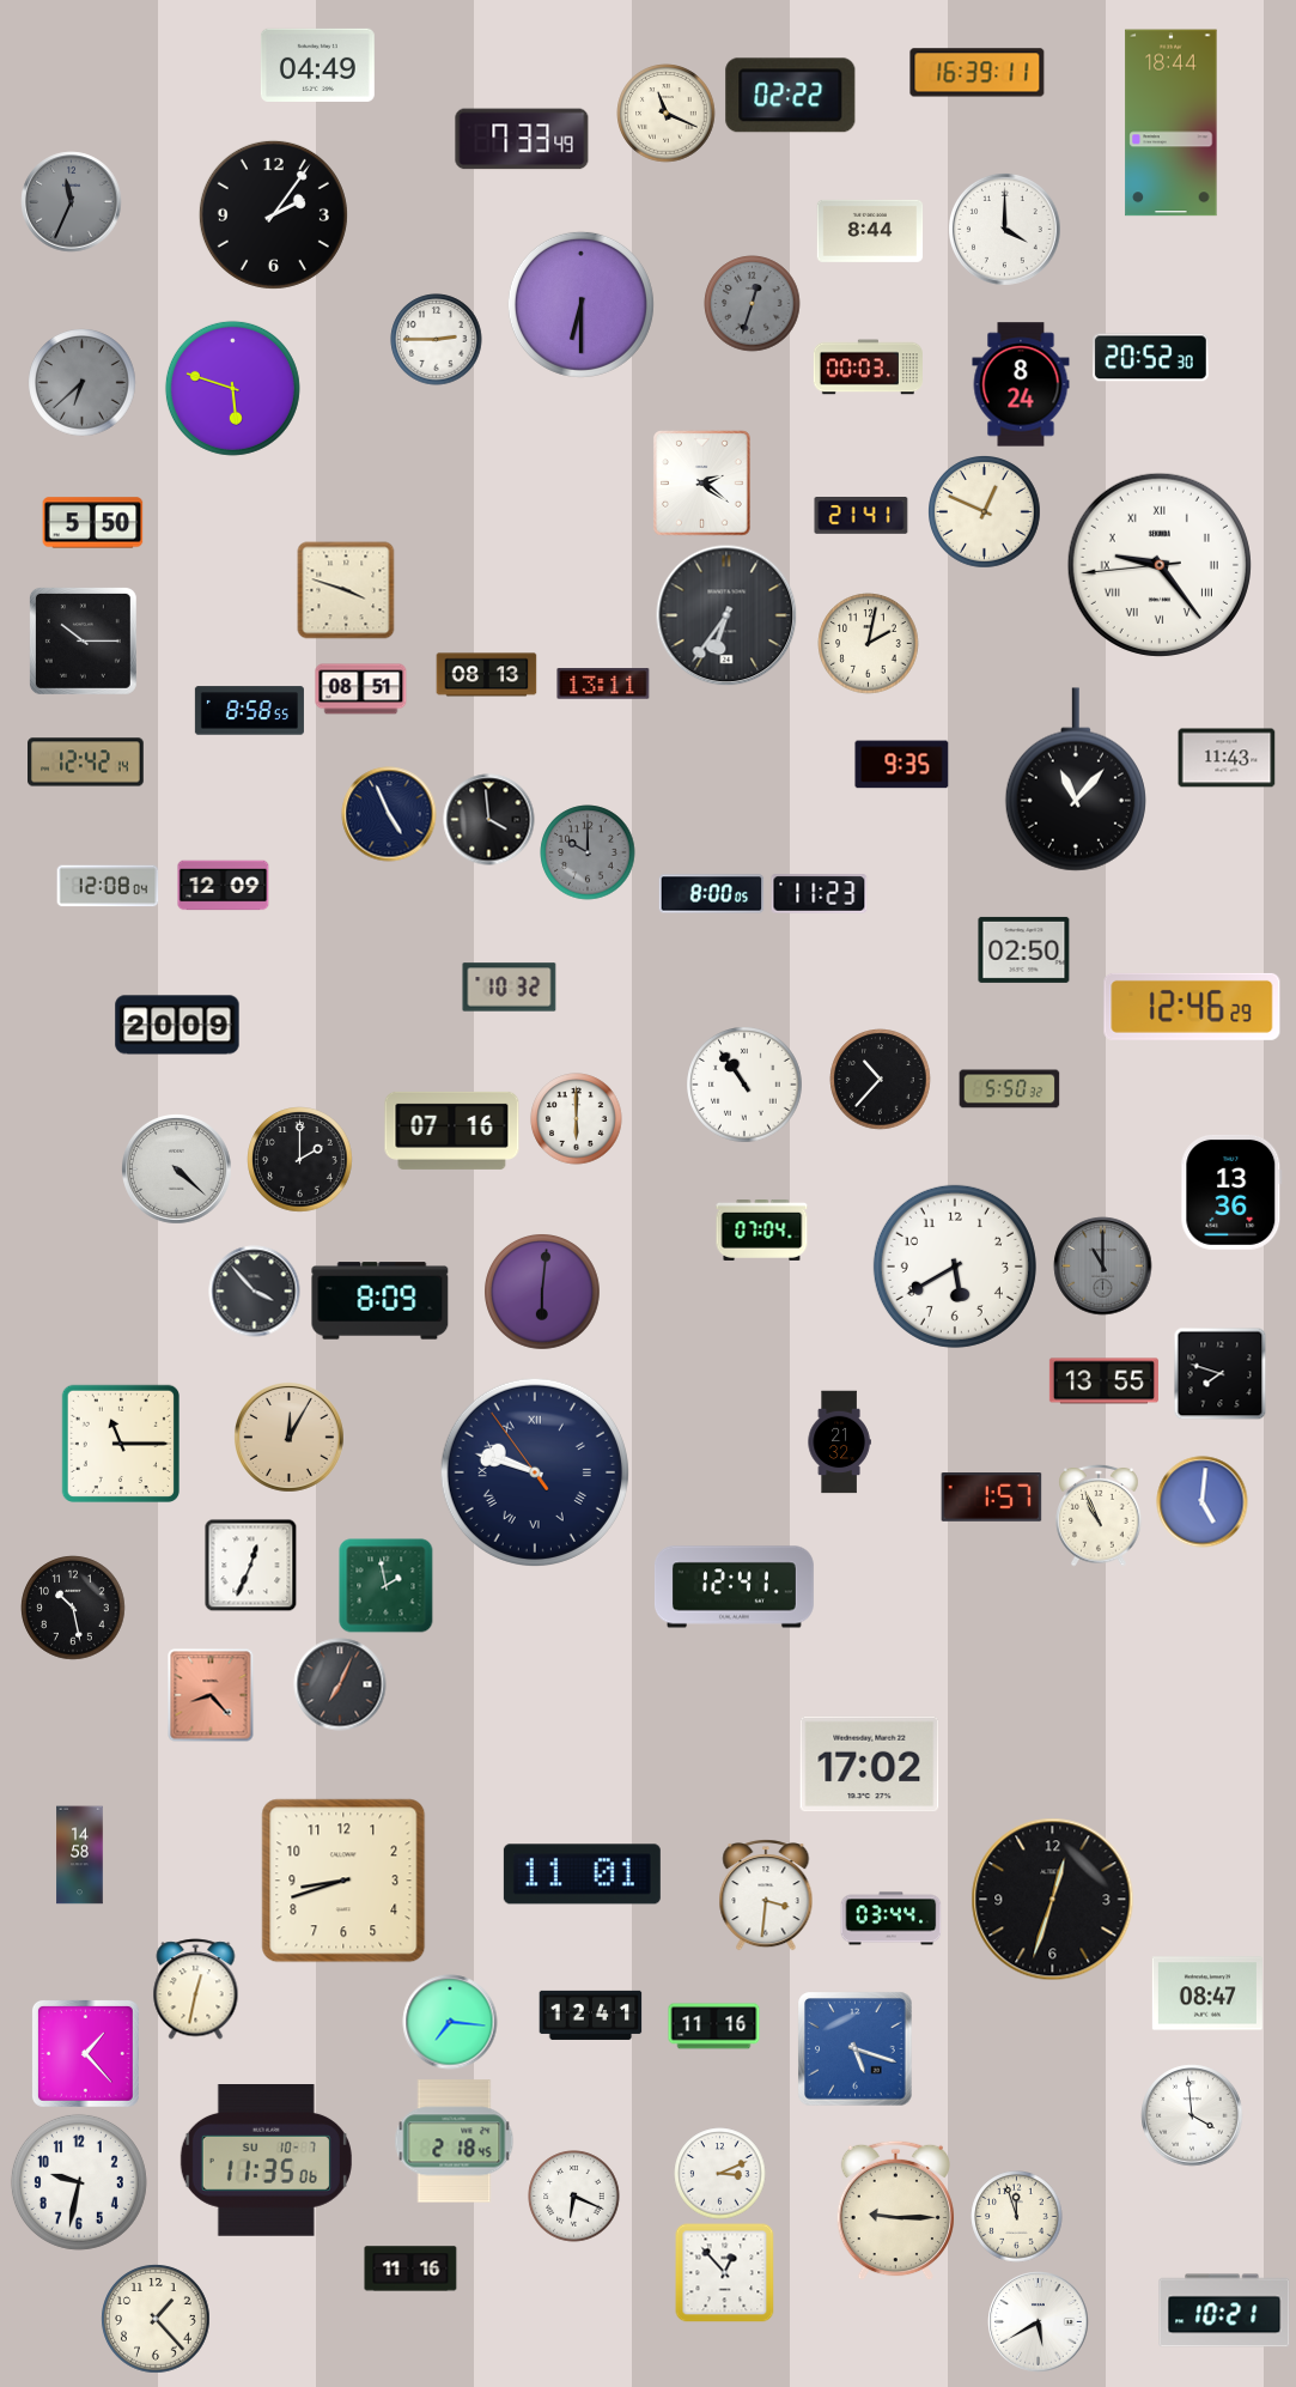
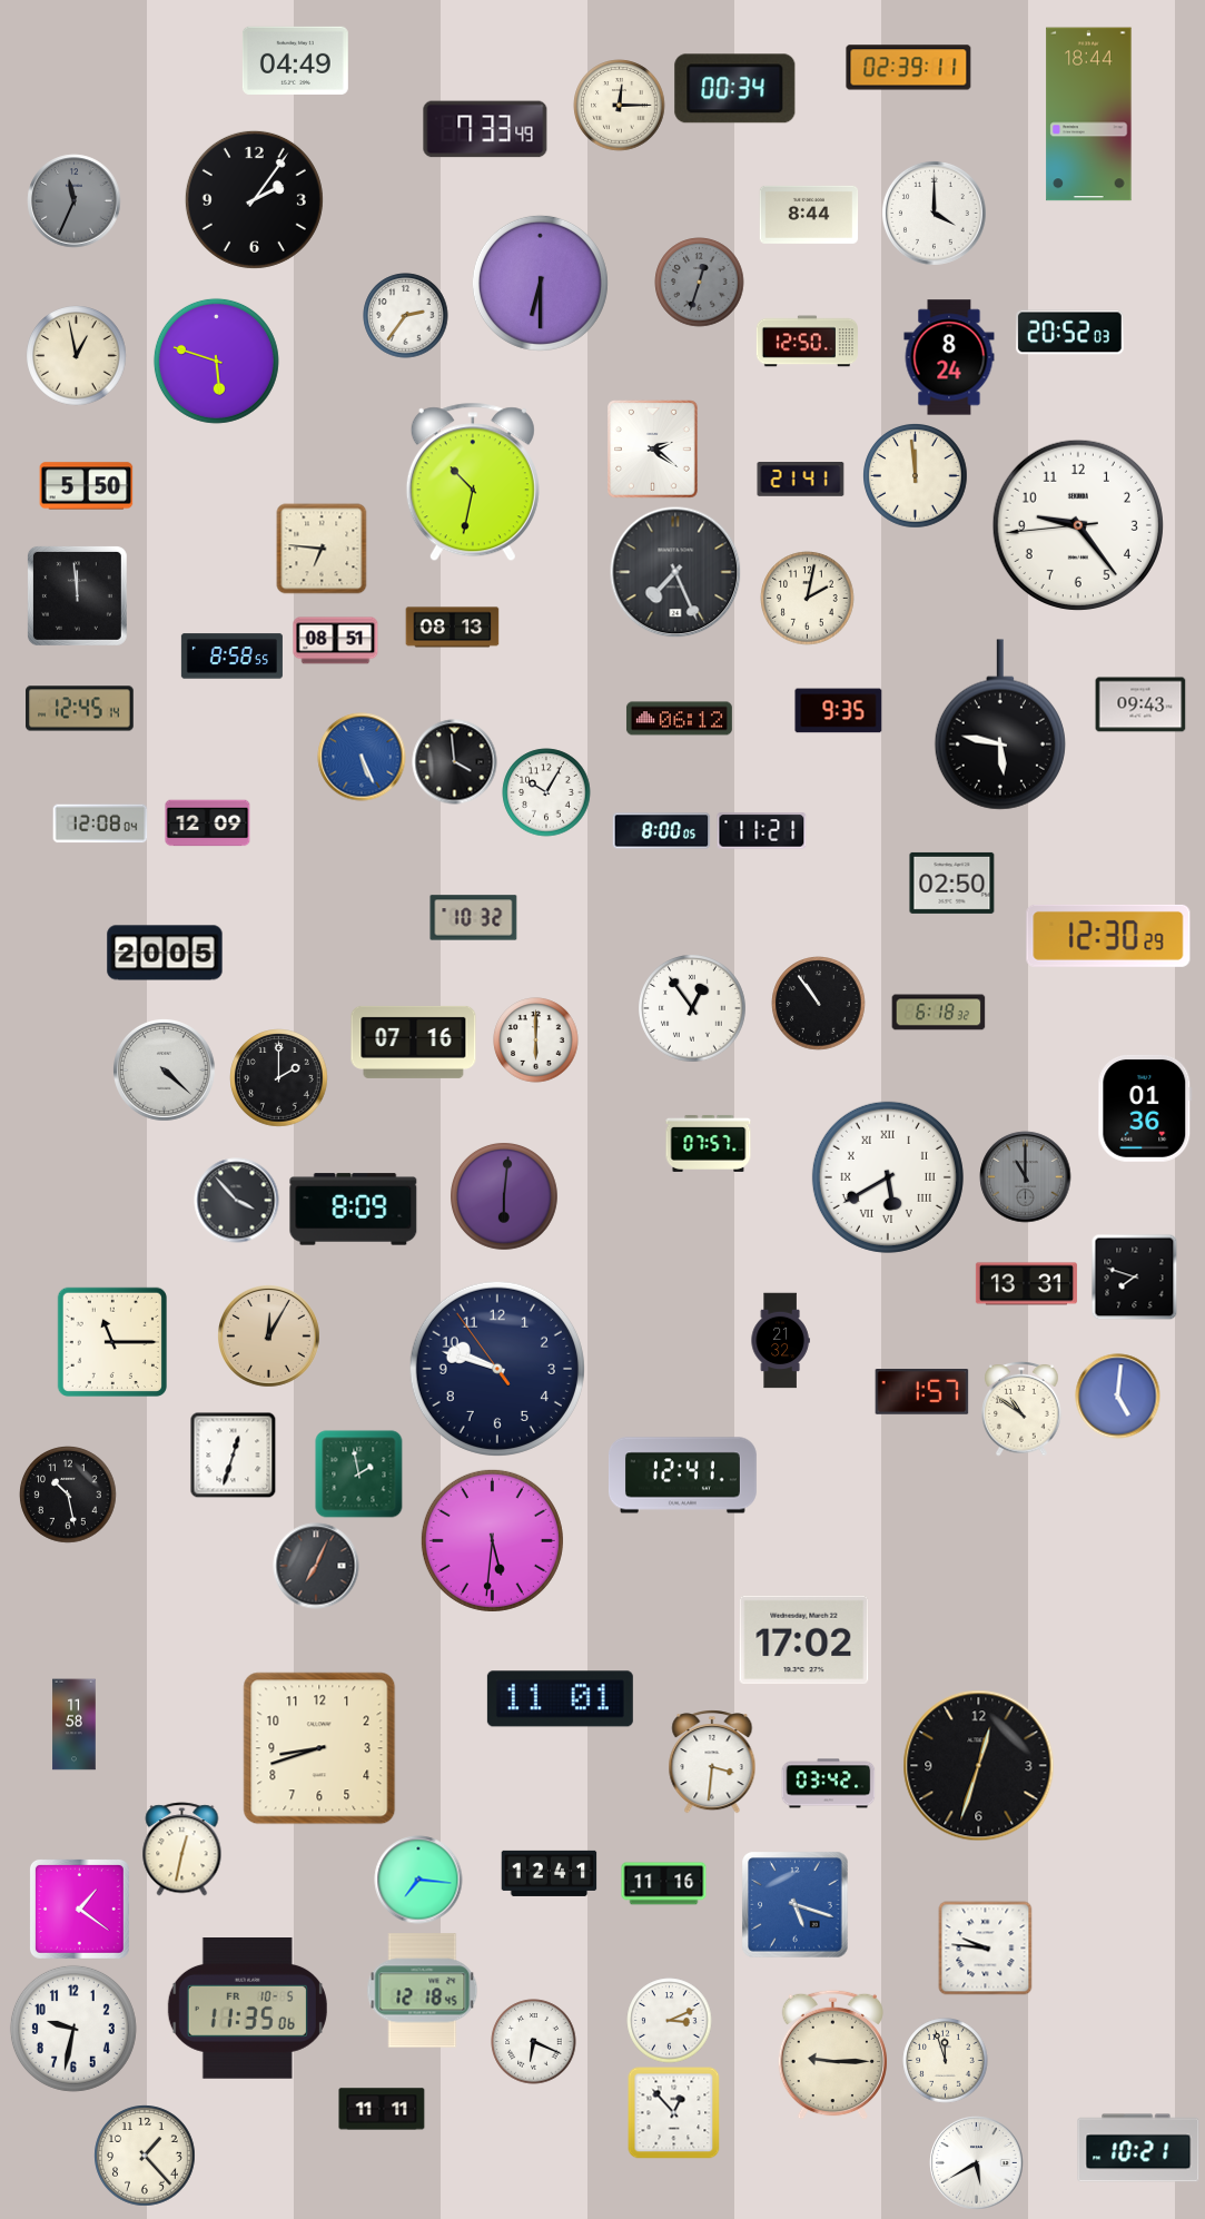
clock at (978, 73): 16:39 -> 02:39
clock at (791, 96): 02:22 -> 00:34
clock at (667, 114): 11:19 -> 12:15
clock at (72, 202) position: (72, 202) -> (75, 201)
clock at (437, 340): 2:45 -> 2:36
clock at (1151, 358): 20:52:30 -> 20:52:03
clock at (868, 368): 00:03 -> 12:50
clock at (83, 383): 6:38 -> 12:58
clock at (83, 383) dial: grey -> cream
clock at (985, 512): 12:49 -> 11:59
clock at (473, 482): none -> 10:32
clock at (1160, 565) numerals: Roman -> Arabic
clock at (346, 590): 3:48 -> 6:46
clock at (726, 615): 6:36 -> 7:26
clock at (83, 640): 10:15 -> 11:59
clock at (603, 684): 13:11 -> none
clock at (249, 711) position: (249, 711) -> (231, 657)
clock at (1227, 758): 11:43 -> 09:43
clock at (86, 763): 12:42 -> 12:45
clock at (679, 719): none -> 06:12
clock at (1076, 779): 11:07 -> 5:47
clock at (389, 814): 4:56 -> 5:26
clock at (389, 814) dial: navy -> blue
clock at (588, 852): 10:00 -> 10:05
clock at (588, 852) dial: grey -> white
clock at (820, 894): 11:23 -> 11:21
clock at (1192, 1007): 12:46 -> 12:30
clock at (177, 1025): 20:09 -> 20:05
clock at (881, 1080): 10:37 -> 10:54
clock at (746, 1086): 10:54 -> 12:54
clock at (1010, 1089): 5:50 -> 6:18
clock at (452, 1130) position: (452, 1130) -> (414, 1042)
clock at (177, 1170) position: (177, 1170) -> (165, 1071)
clock at (1231, 1192): 13:36 -> 01:36
clock at (762, 1229): 07:04 -> 07:57
clock at (955, 1267) numerals: Arabic -> Roman
clock at (543, 1293) position: (543, 1293) -> (505, 1197)
clock at (1103, 1381): 13:55 -> 13:31
clock at (535, 1472) numerals: Roman -> Arabic
clock at (1099, 1516): 10:56 -> 10:51
clock at (250, 1565): 12:34 -> 12:33
clock at (492, 1540): none -> 5:31
clock at (211, 1695): 8:23 -> none
clock at (870, 1765) position: (870, 1765) -> (804, 1640)
clock at (80, 1855): 14:58 -> 11:58
clock at (582, 1875) position: (582, 1875) -> (560, 1699)
clock at (892, 1919): 03:44 -> 03:42
clock at (1207, 1993): 08:47 -> none
clock at (85, 2053): 1:23 -> 1:21
clock at (986, 1949): none -> 9:46
clock at (1192, 2115): 3:59 -> none
clock at (455, 2142): 2:18 -> 12:18
clock at (266, 2161) date: SU 10-7 -> FR 10-5
clock at (410, 2268): 11:16 -> 11:11
clock at (1039, 2322) position: (1039, 2322) -> (977, 2163)
